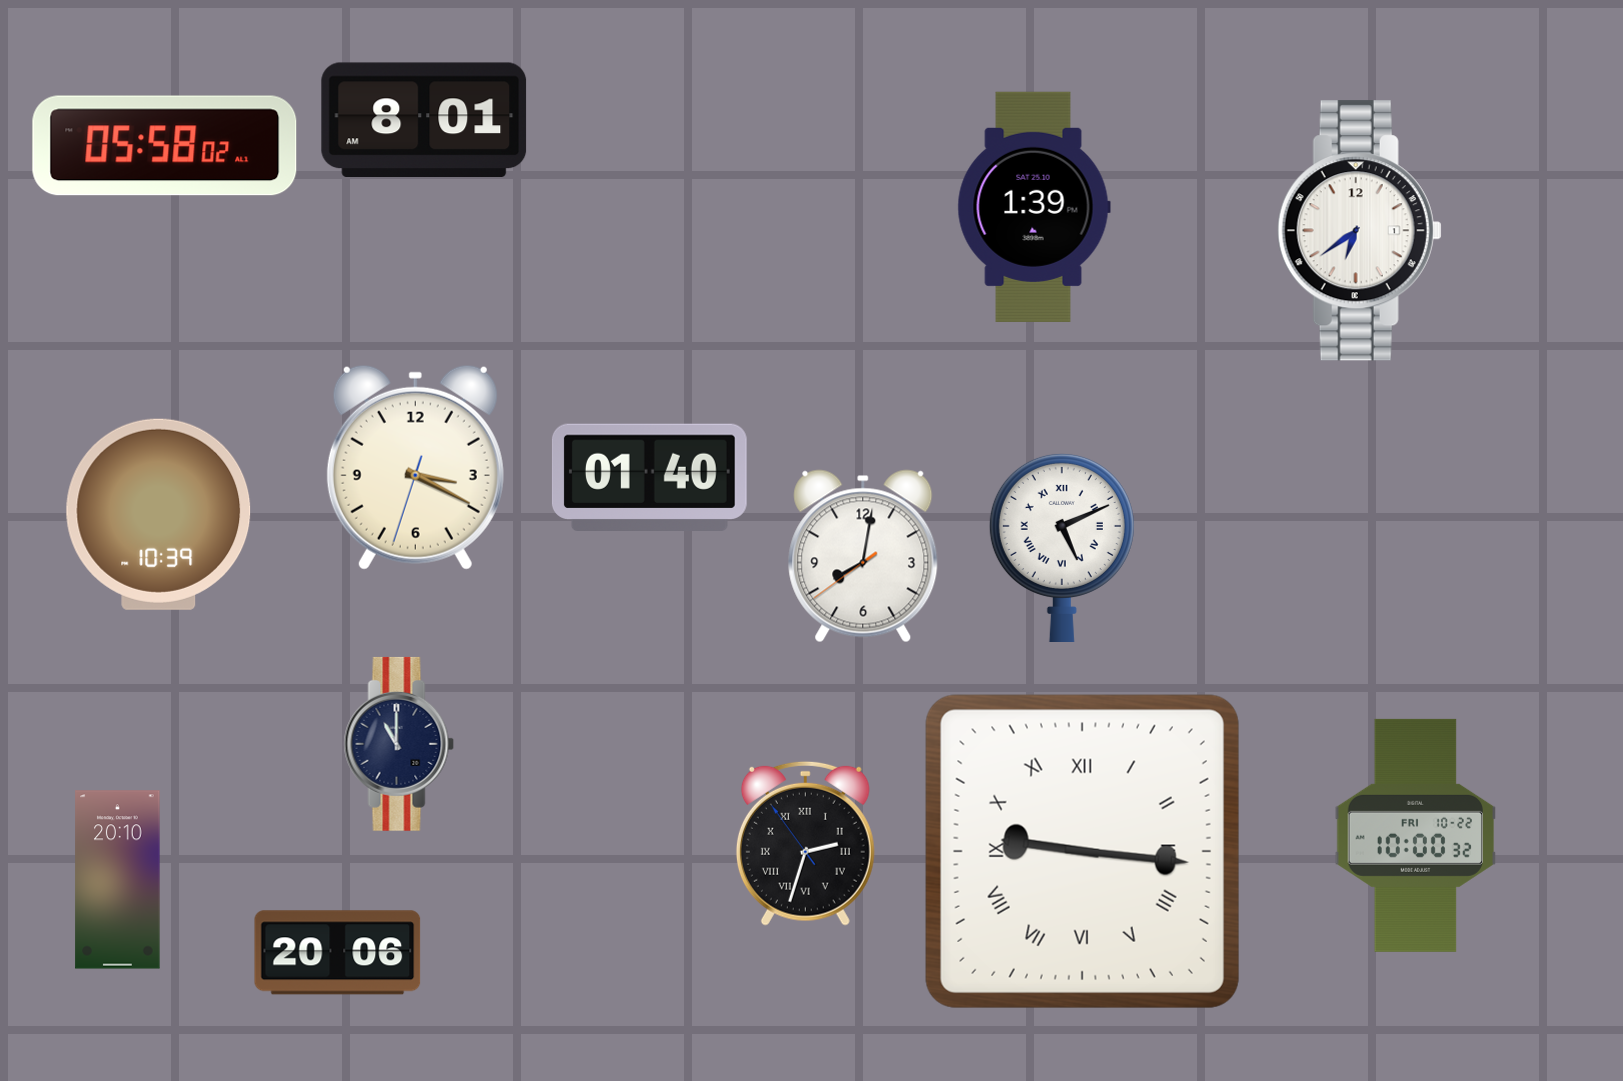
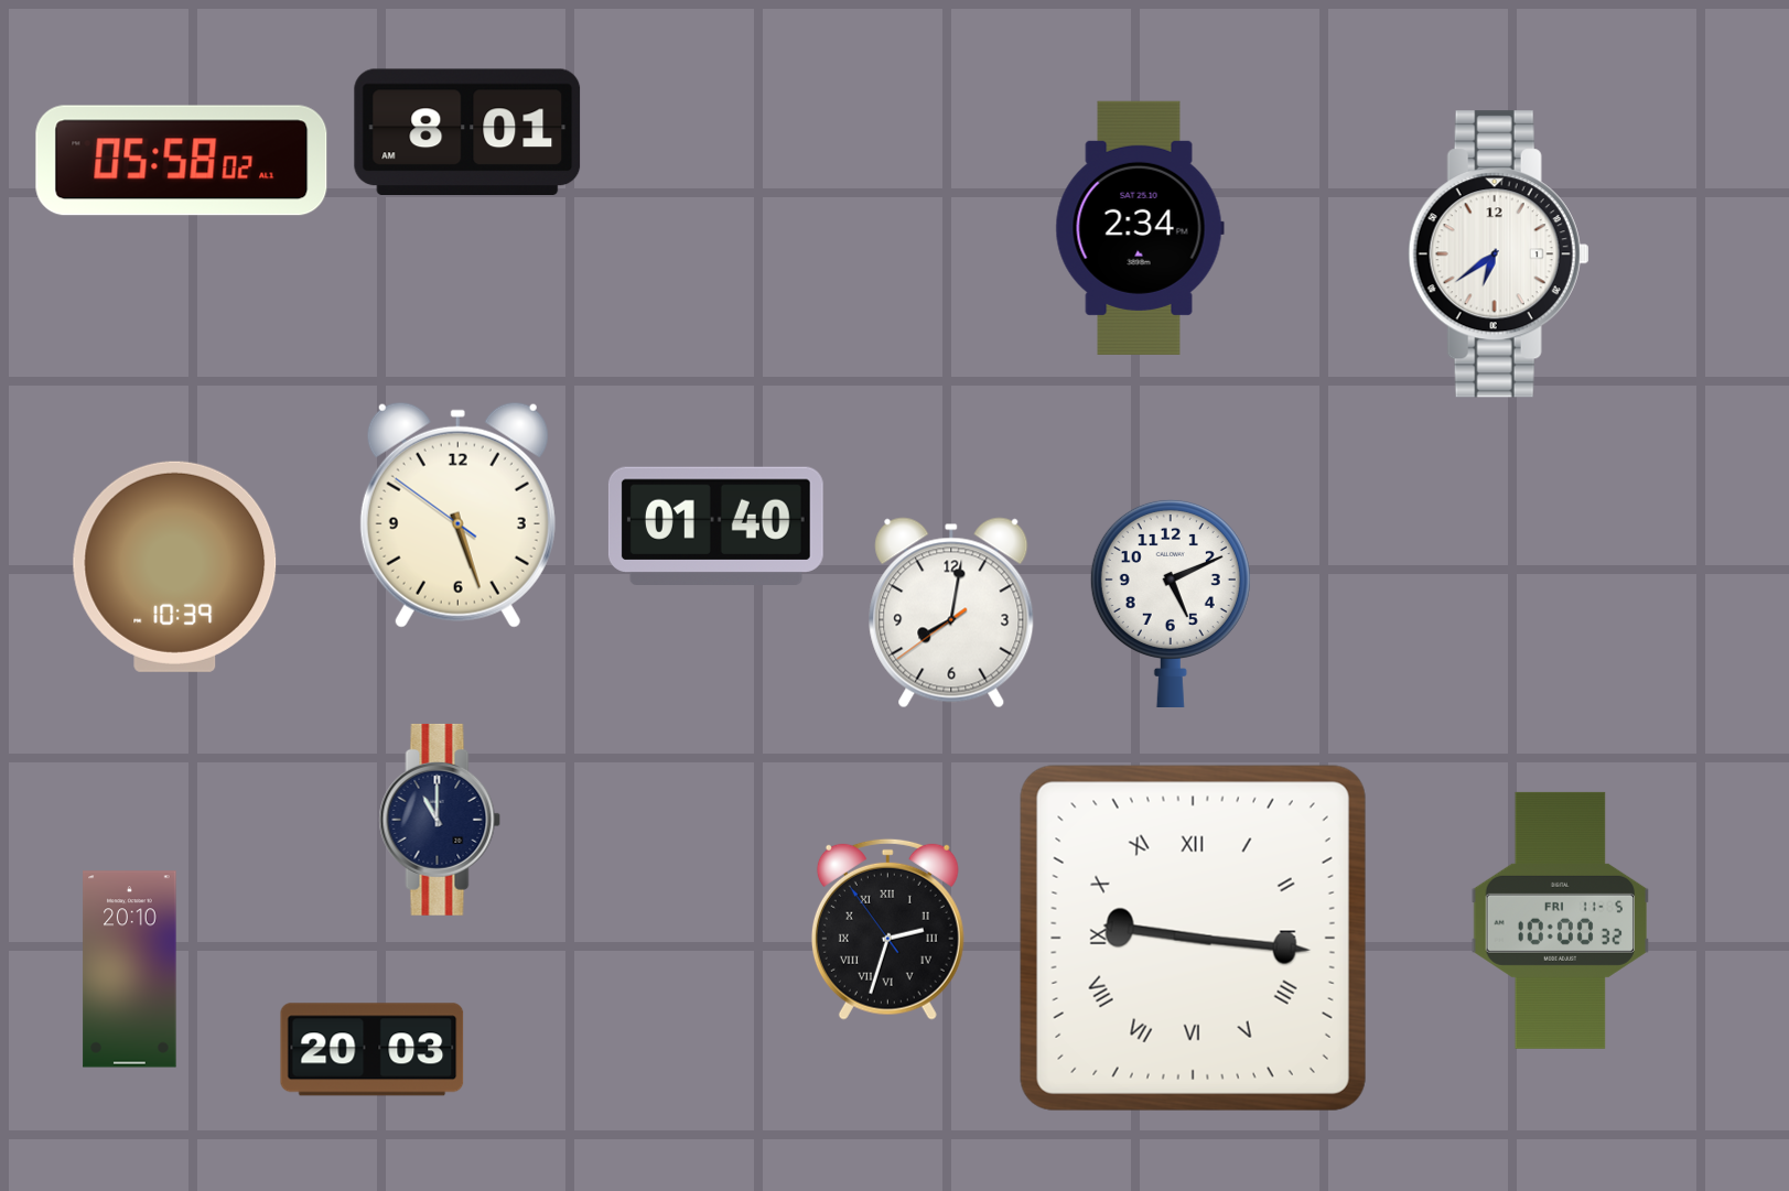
clock at (1034, 207): 1:39 -> 2:34
clock at (415, 467): 3:19 -> 5:26
clock at (1062, 547) numerals: Roman -> Arabic
clock at (1416, 835) date: FRI 10-22 -> FRI 11-5
clock at (338, 953): 20:06 -> 20:03
